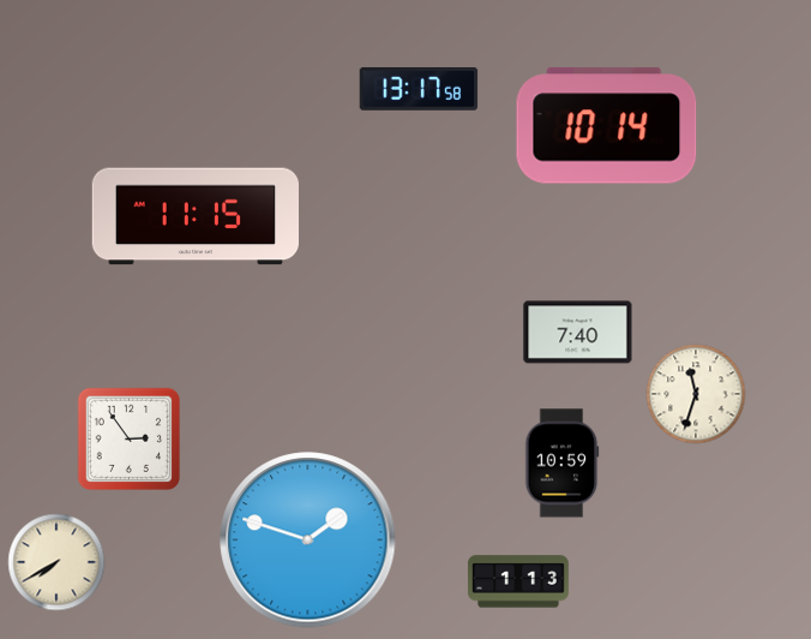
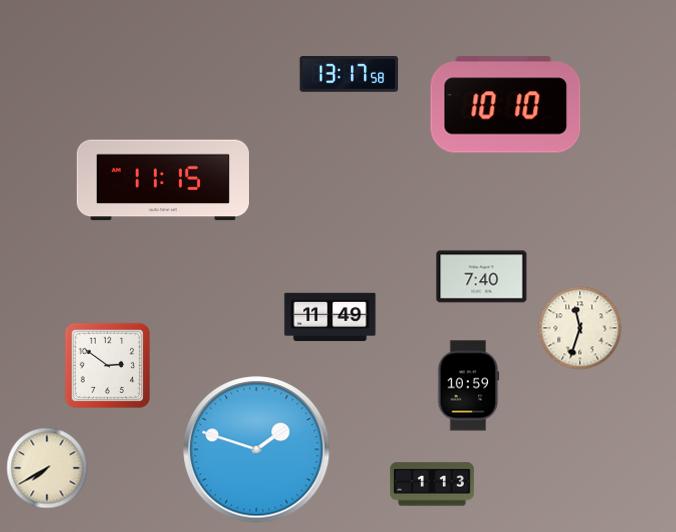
clock at (607, 126): 10:14 -> 10:10
clock at (330, 317): none -> 11:49
clock at (128, 438): 2:54 -> 2:51
